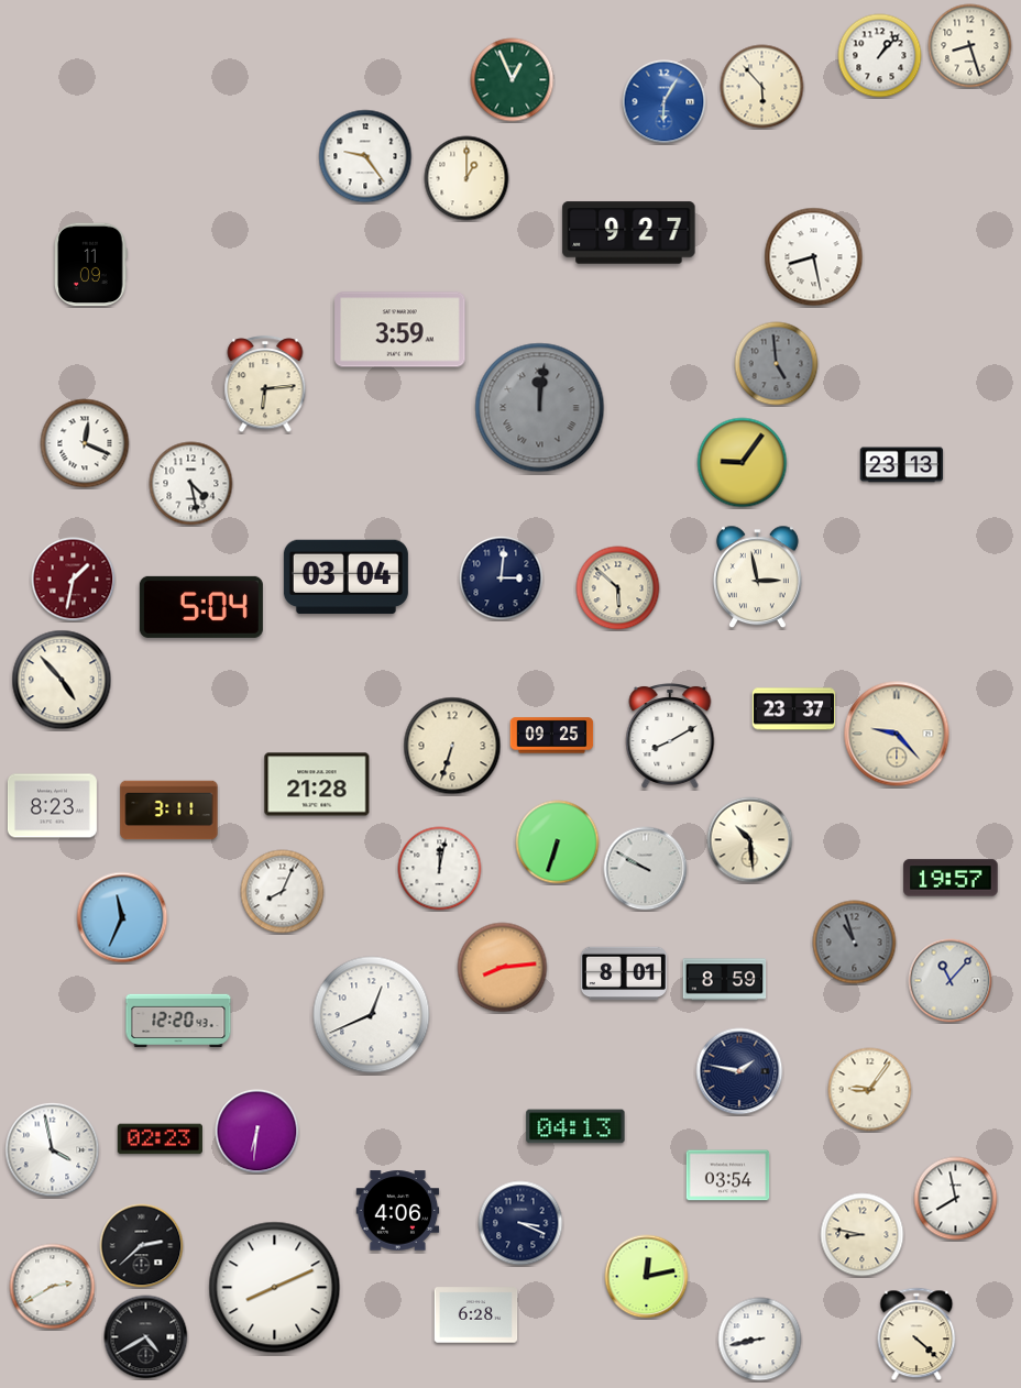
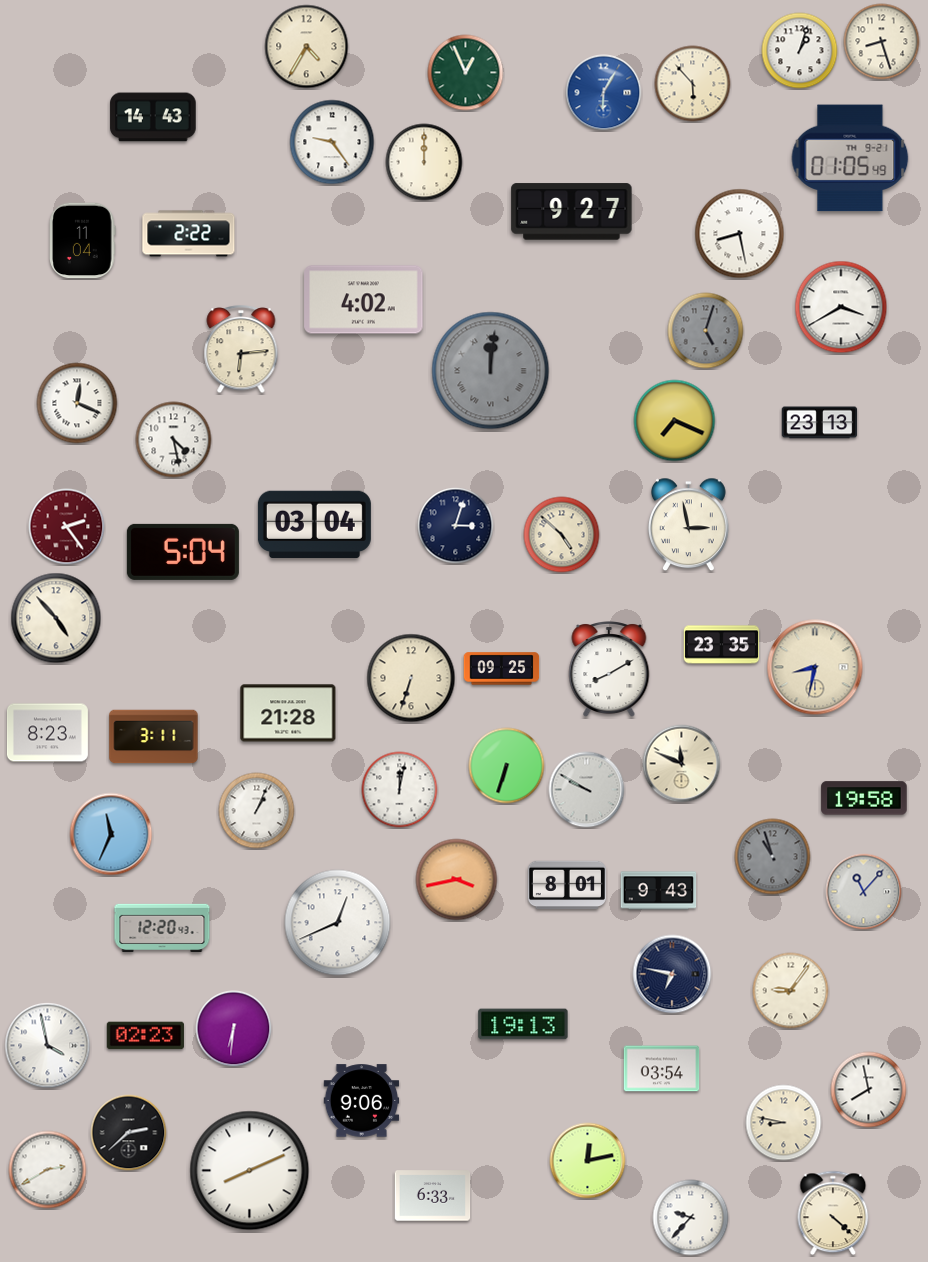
clock at (307, 47): none -> 4:35
clock at (880, 56): 1:07 -> 1:03
clock at (762, 87) position: (762, 87) -> (693, 84)
clock at (153, 117): none -> 14:43
clock at (850, 158): none -> 01:05
clock at (466, 178): 1:00 -> 12:00
clock at (189, 234): none -> 2:22
clock at (91, 265): 11:09 -> 11:04
clock at (400, 330): 3:59 -> 4:02
clock at (841, 307): none -> 3:40
clock at (777, 364): 4:59 -> 5:03
clock at (743, 463): 9:06 -> 7:19
clock at (502, 579): 3:01 -> 3:03
clock at (74, 580): 1:32 -> 2:24
clock at (618, 588): 5:52 -> 4:52
clock at (794, 709): 23:37 -> 23:35
clock at (897, 734): 9:23 -> 8:32
clock at (750, 840): 10:29 -> 11:49
clock at (951, 878): 19:57 -> 19:58
clock at (283, 892): 8:04 -> 1:04
clock at (855, 943) position: (855, 943) -> (773, 857)
clock at (503, 968): 8:14 -> 3:43
clock at (725, 980): 8:59 -> 9:43
clock at (739, 1071): 1:47 -> 6:47
clock at (575, 1126): 04:13 -> 19:13
clock at (398, 1211): 4:06 -> 9:06
clock at (520, 1223): 3:19 -> none
clock at (476, 1315): 6:28 -> 6:33
clock at (146, 1337): 4:40 -> none
clock at (760, 1340): 8:43 -> 9:37
